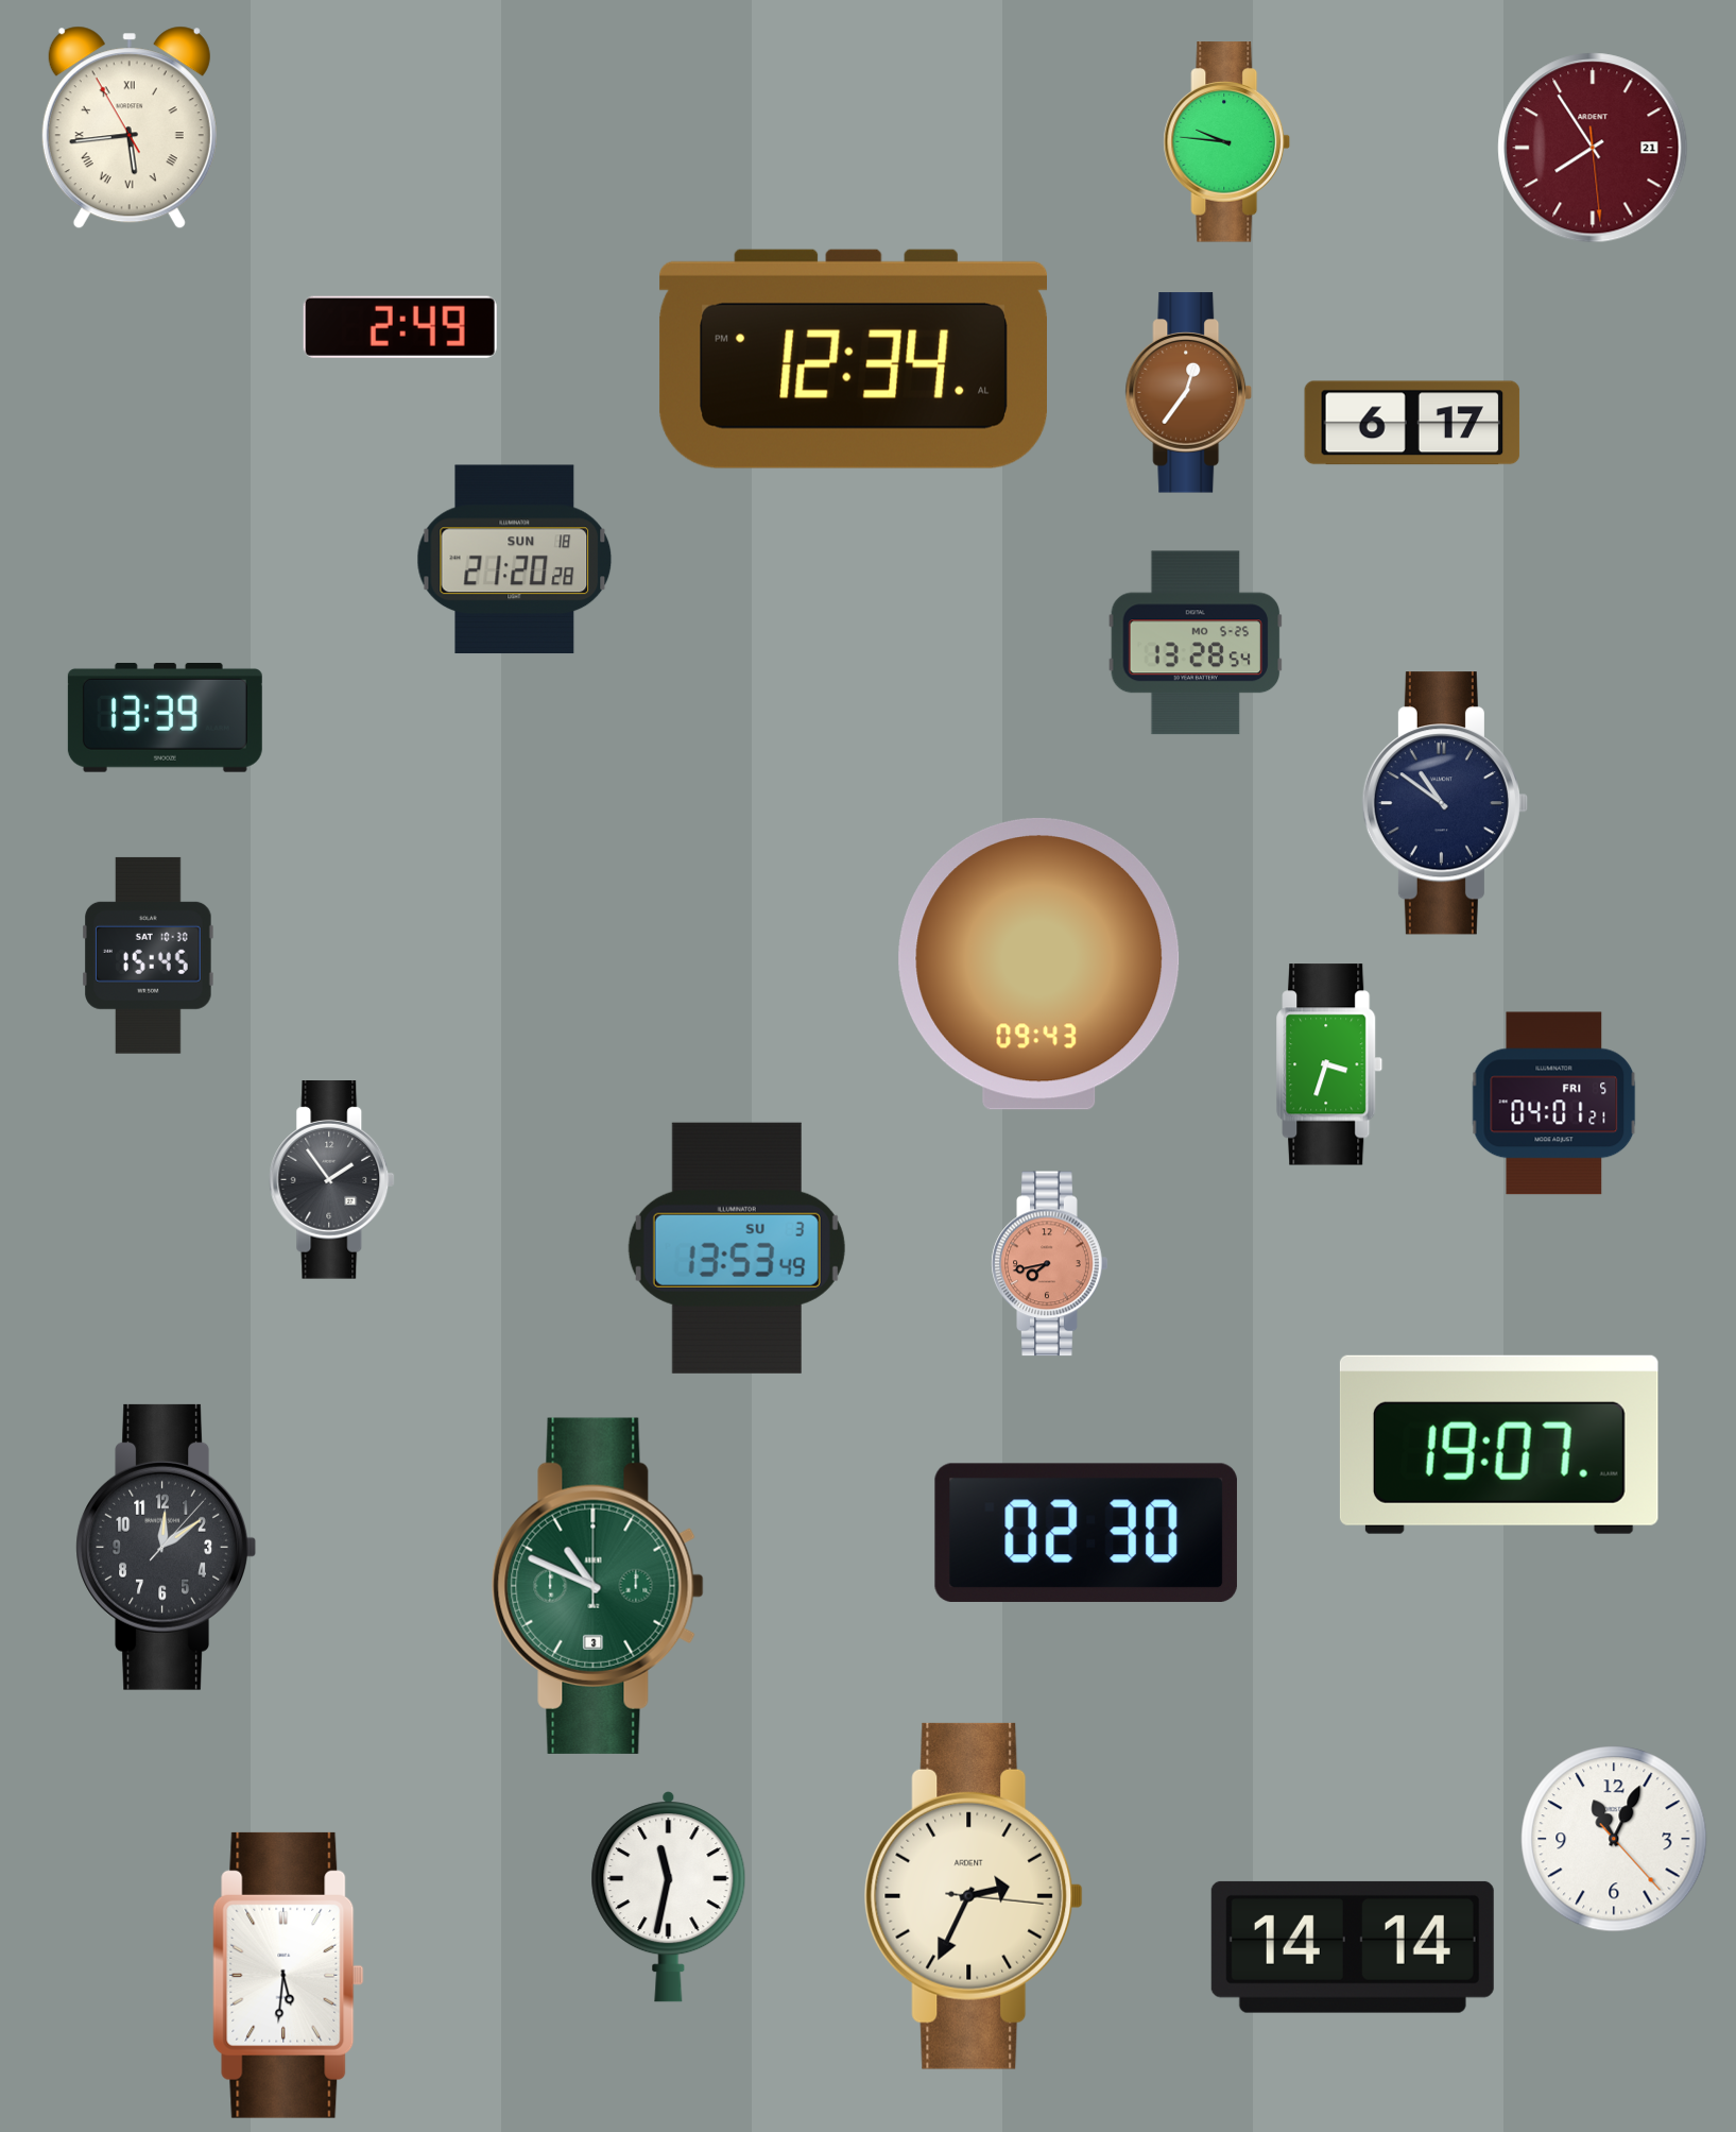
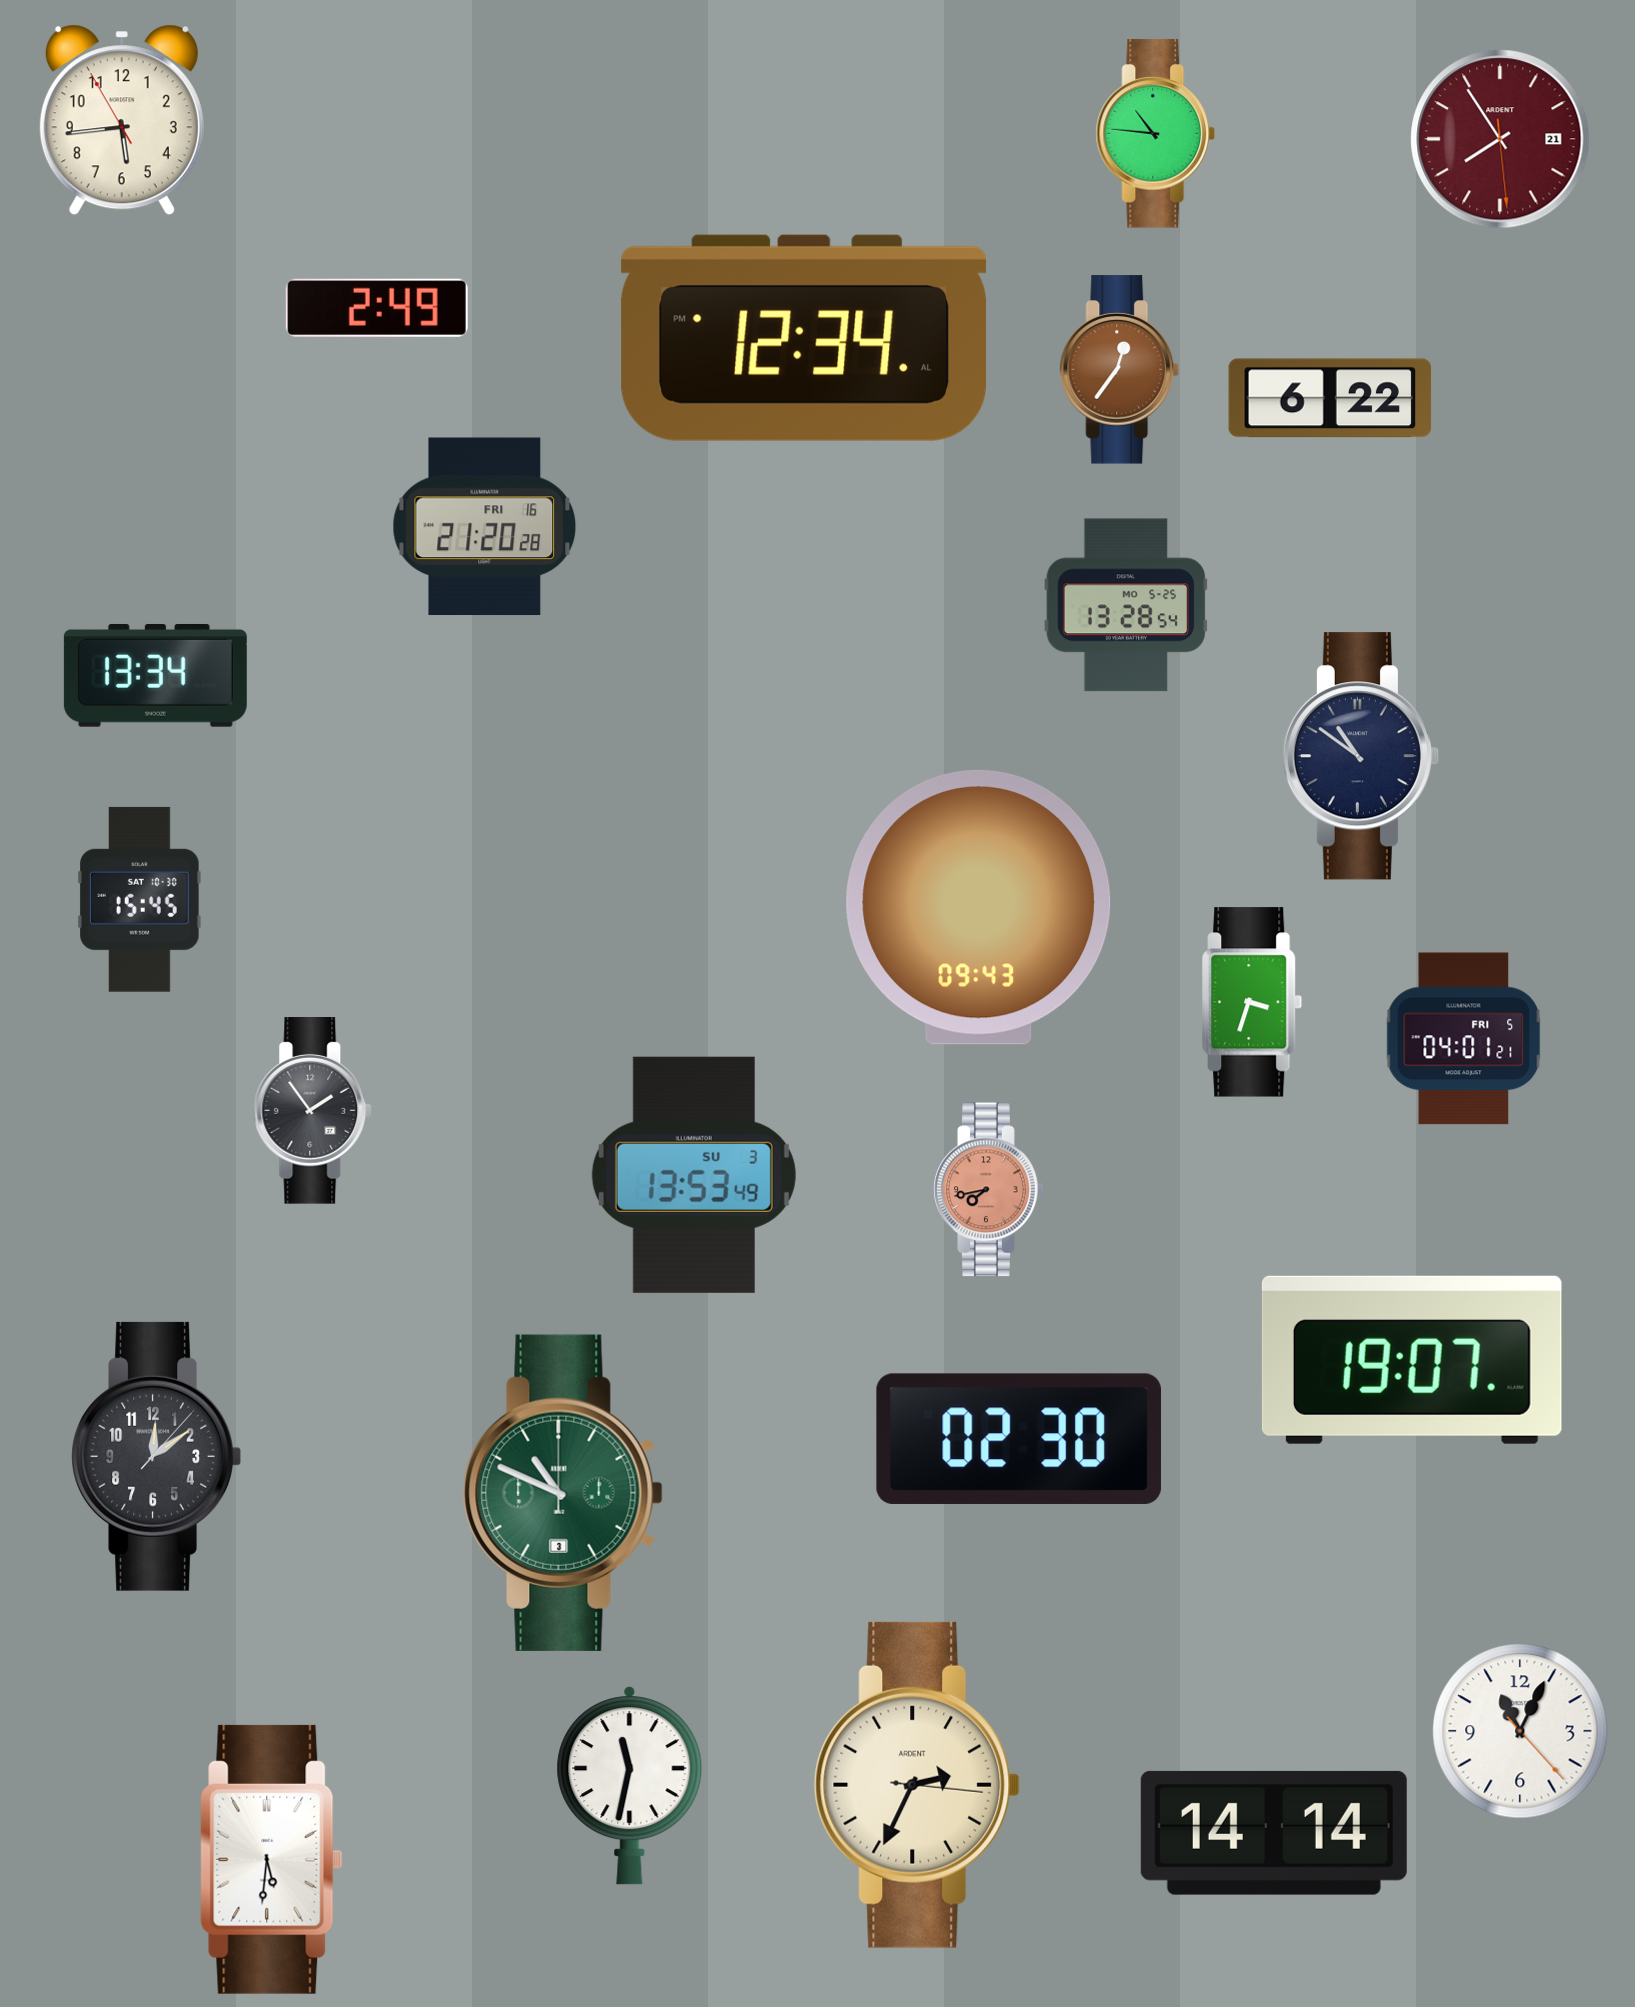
clock at (130, 127) numerals: Roman -> Arabic
clock at (1227, 142): 9:46 -> 10:46
clock at (1412, 423): 6:17 -> 6:22
clock at (515, 560) date: SUN 18 -> FRI 16
clock at (165, 717): 13:39 -> 13:34
clock at (1086, 1533) position: (1086, 1533) -> (1019, 1439)
